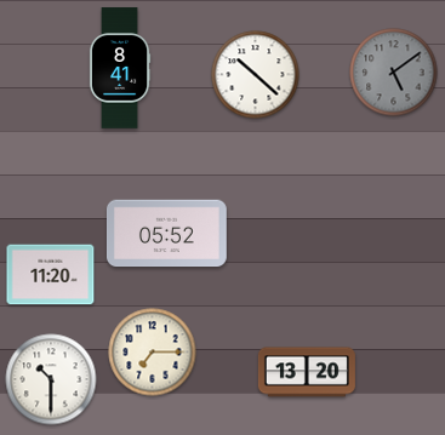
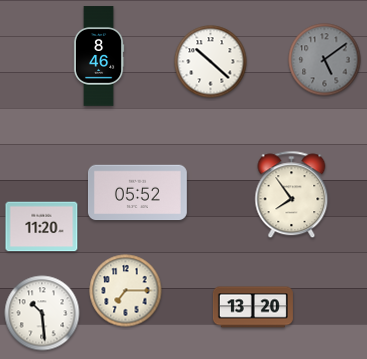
clock at (120, 68): 8:41 -> 8:46
clock at (292, 195): none -> 7:54
clock at (51, 379): 10:30 -> 10:29
